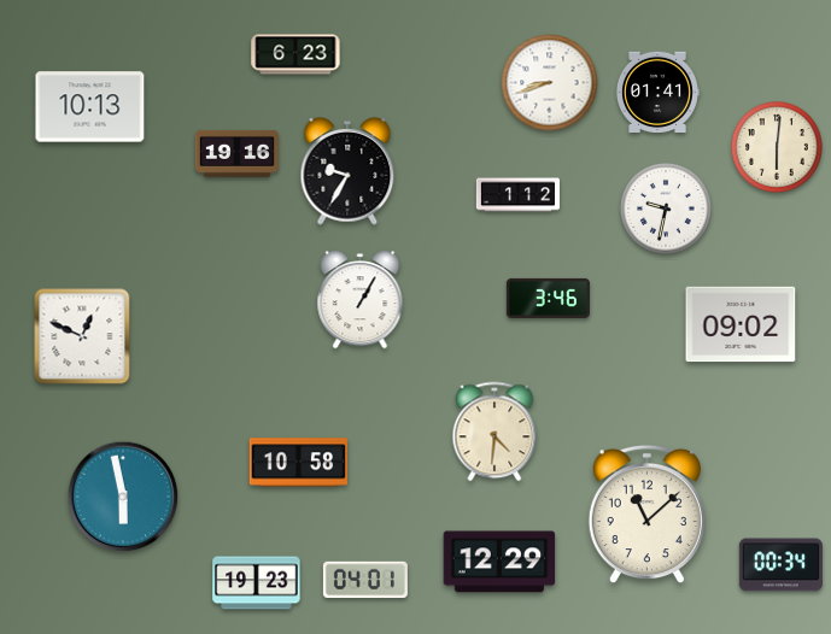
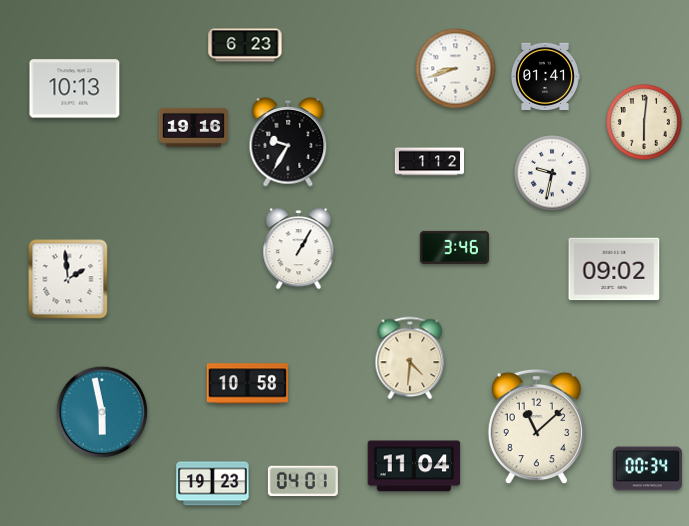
clock at (236, 153) position: (236, 153) -> (193, 127)
clock at (82, 336): 12:49 -> 1:59
clock at (499, 562): 12:29 -> 11:04
